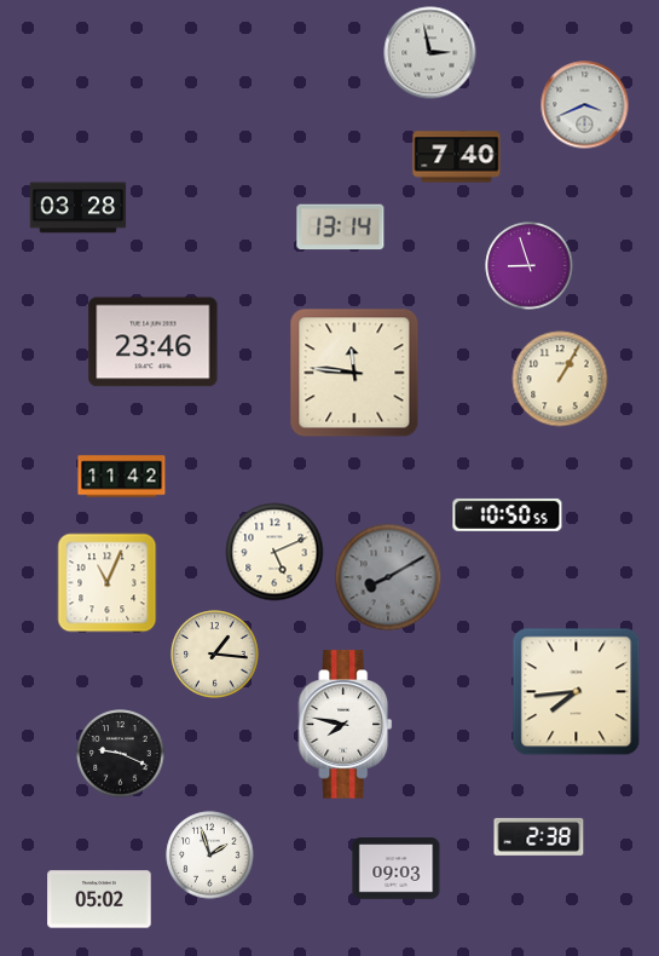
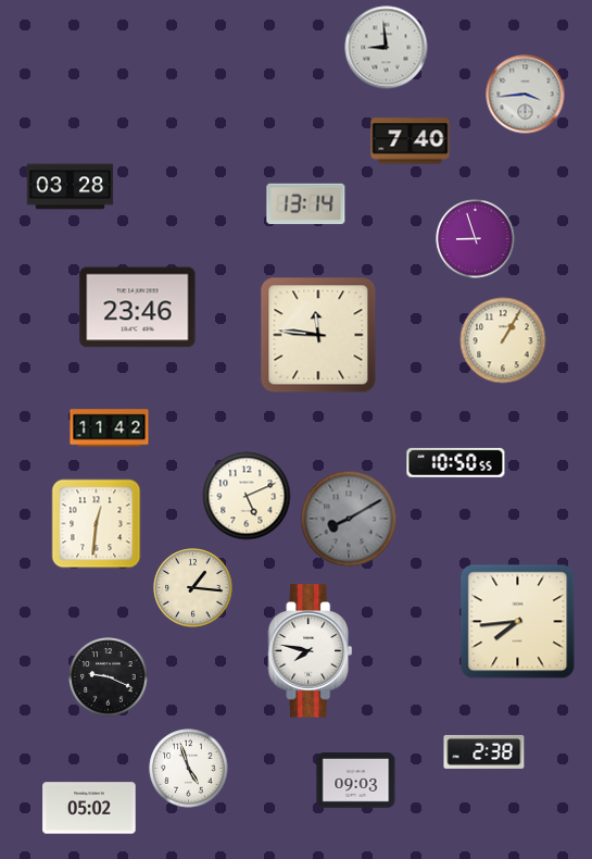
clock at (430, 53): 2:58 -> 8:59
clock at (585, 105): 3:41 -> 3:44
clock at (108, 583): 11:04 -> 12:31
clock at (210, 856): 1:57 -> 4:57
